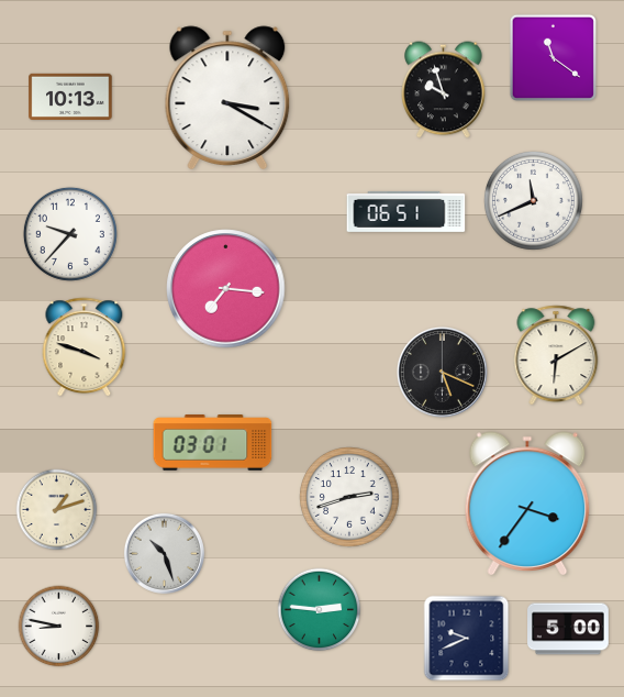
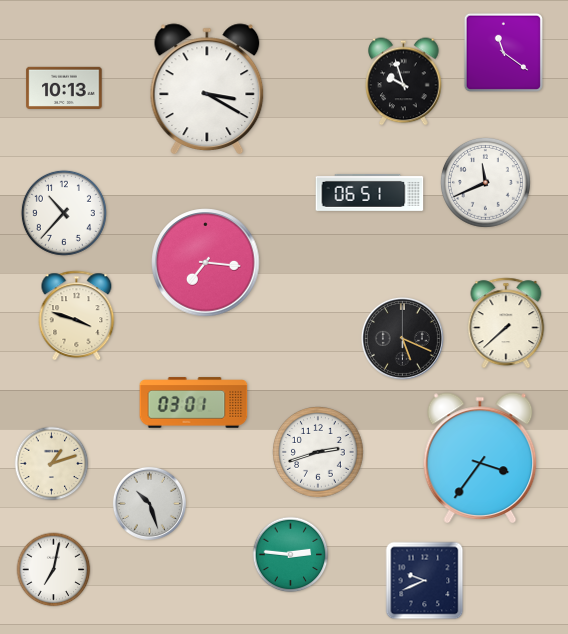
clock at (70, 234): 9:37 -> 10:37
clock at (556, 355): 6:10 -> 7:38
clock at (59, 627): 8:47 -> 7:02
clock at (568, 629): 5:00 -> none
